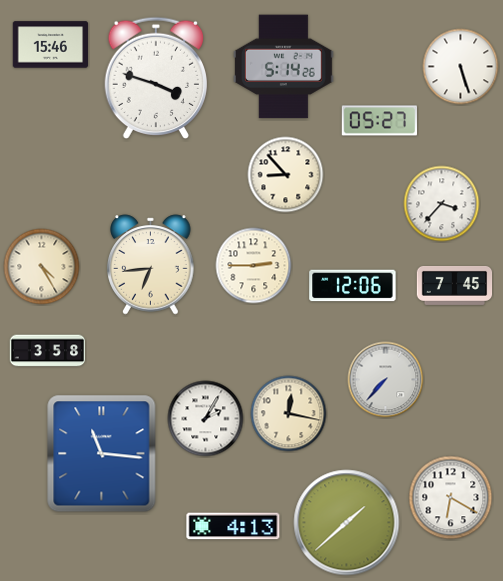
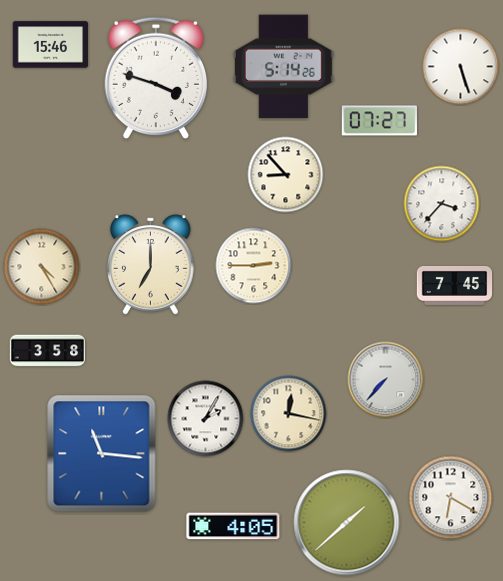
clock at (380, 121): 05:27 -> 07:27
clock at (151, 265): 6:44 -> 7:00
clock at (353, 286): 12:06 -> none
clock at (233, 526): 4:13 -> 4:05
